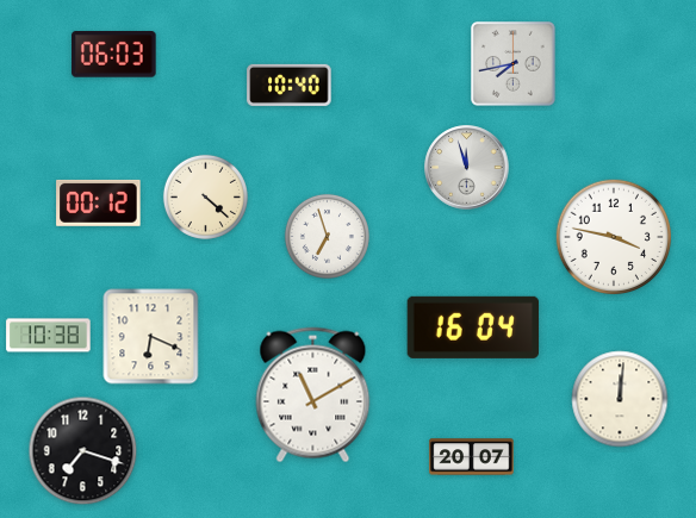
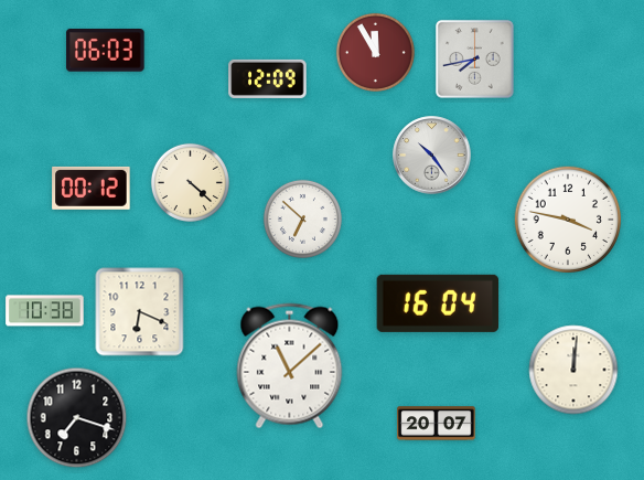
clock at (375, 52): none -> 11:55
clock at (290, 85): 10:40 -> 12:09
clock at (467, 168): 11:57 -> 10:24
clock at (327, 236): 6:57 -> 6:52
clock at (313, 395): 11:10 -> 11:08
